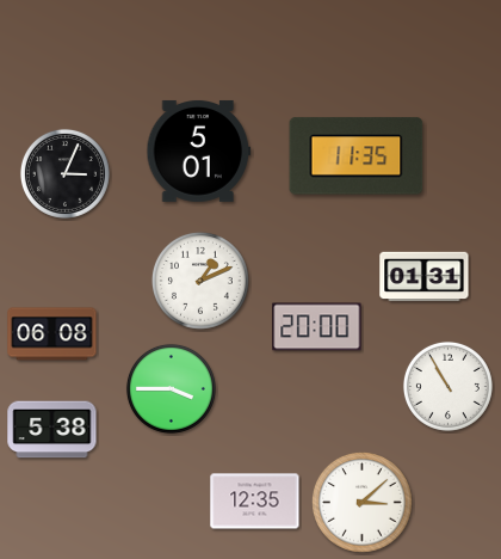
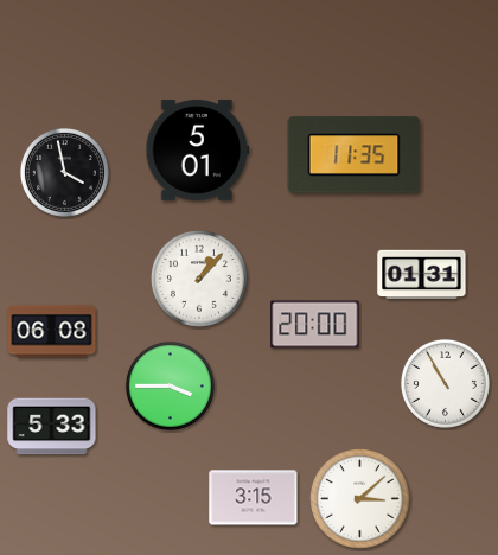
clock at (64, 173): 3:04 -> 3:58
clock at (200, 281): 1:11 -> 1:07
clock at (52, 430): 5:38 -> 5:33
clock at (255, 502): 12:35 -> 3:15
